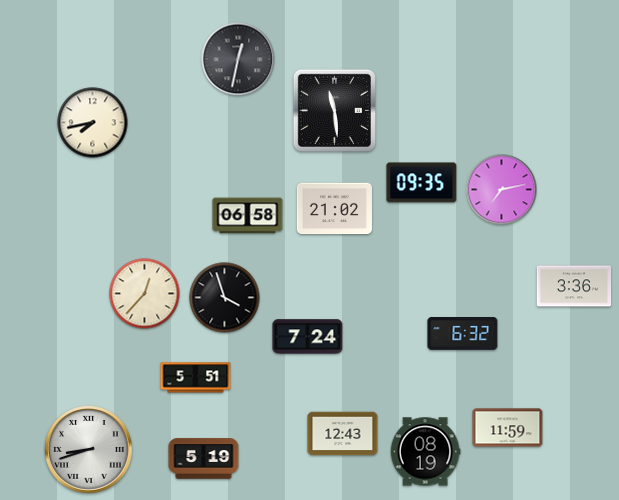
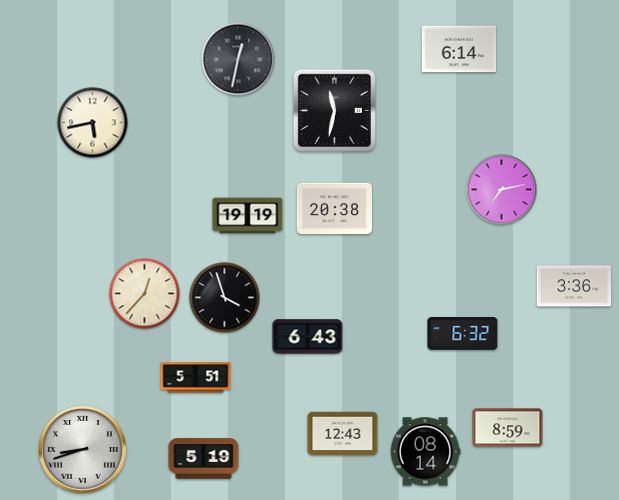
clock at (459, 49): none -> 6:14
clock at (334, 110): 11:29 -> 11:32
clock at (93, 123): 7:43 -> 5:43
clock at (422, 183): 09:35 -> none
clock at (334, 209): 21:02 -> 20:38
clock at (248, 216): 06:58 -> 19:19
clock at (308, 337): 7:24 -> 6:43
clock at (508, 428): 11:59 -> 8:59
clock at (89, 450) position: (89, 450) -> (83, 450)
clock at (425, 452): 08:19 -> 08:14
